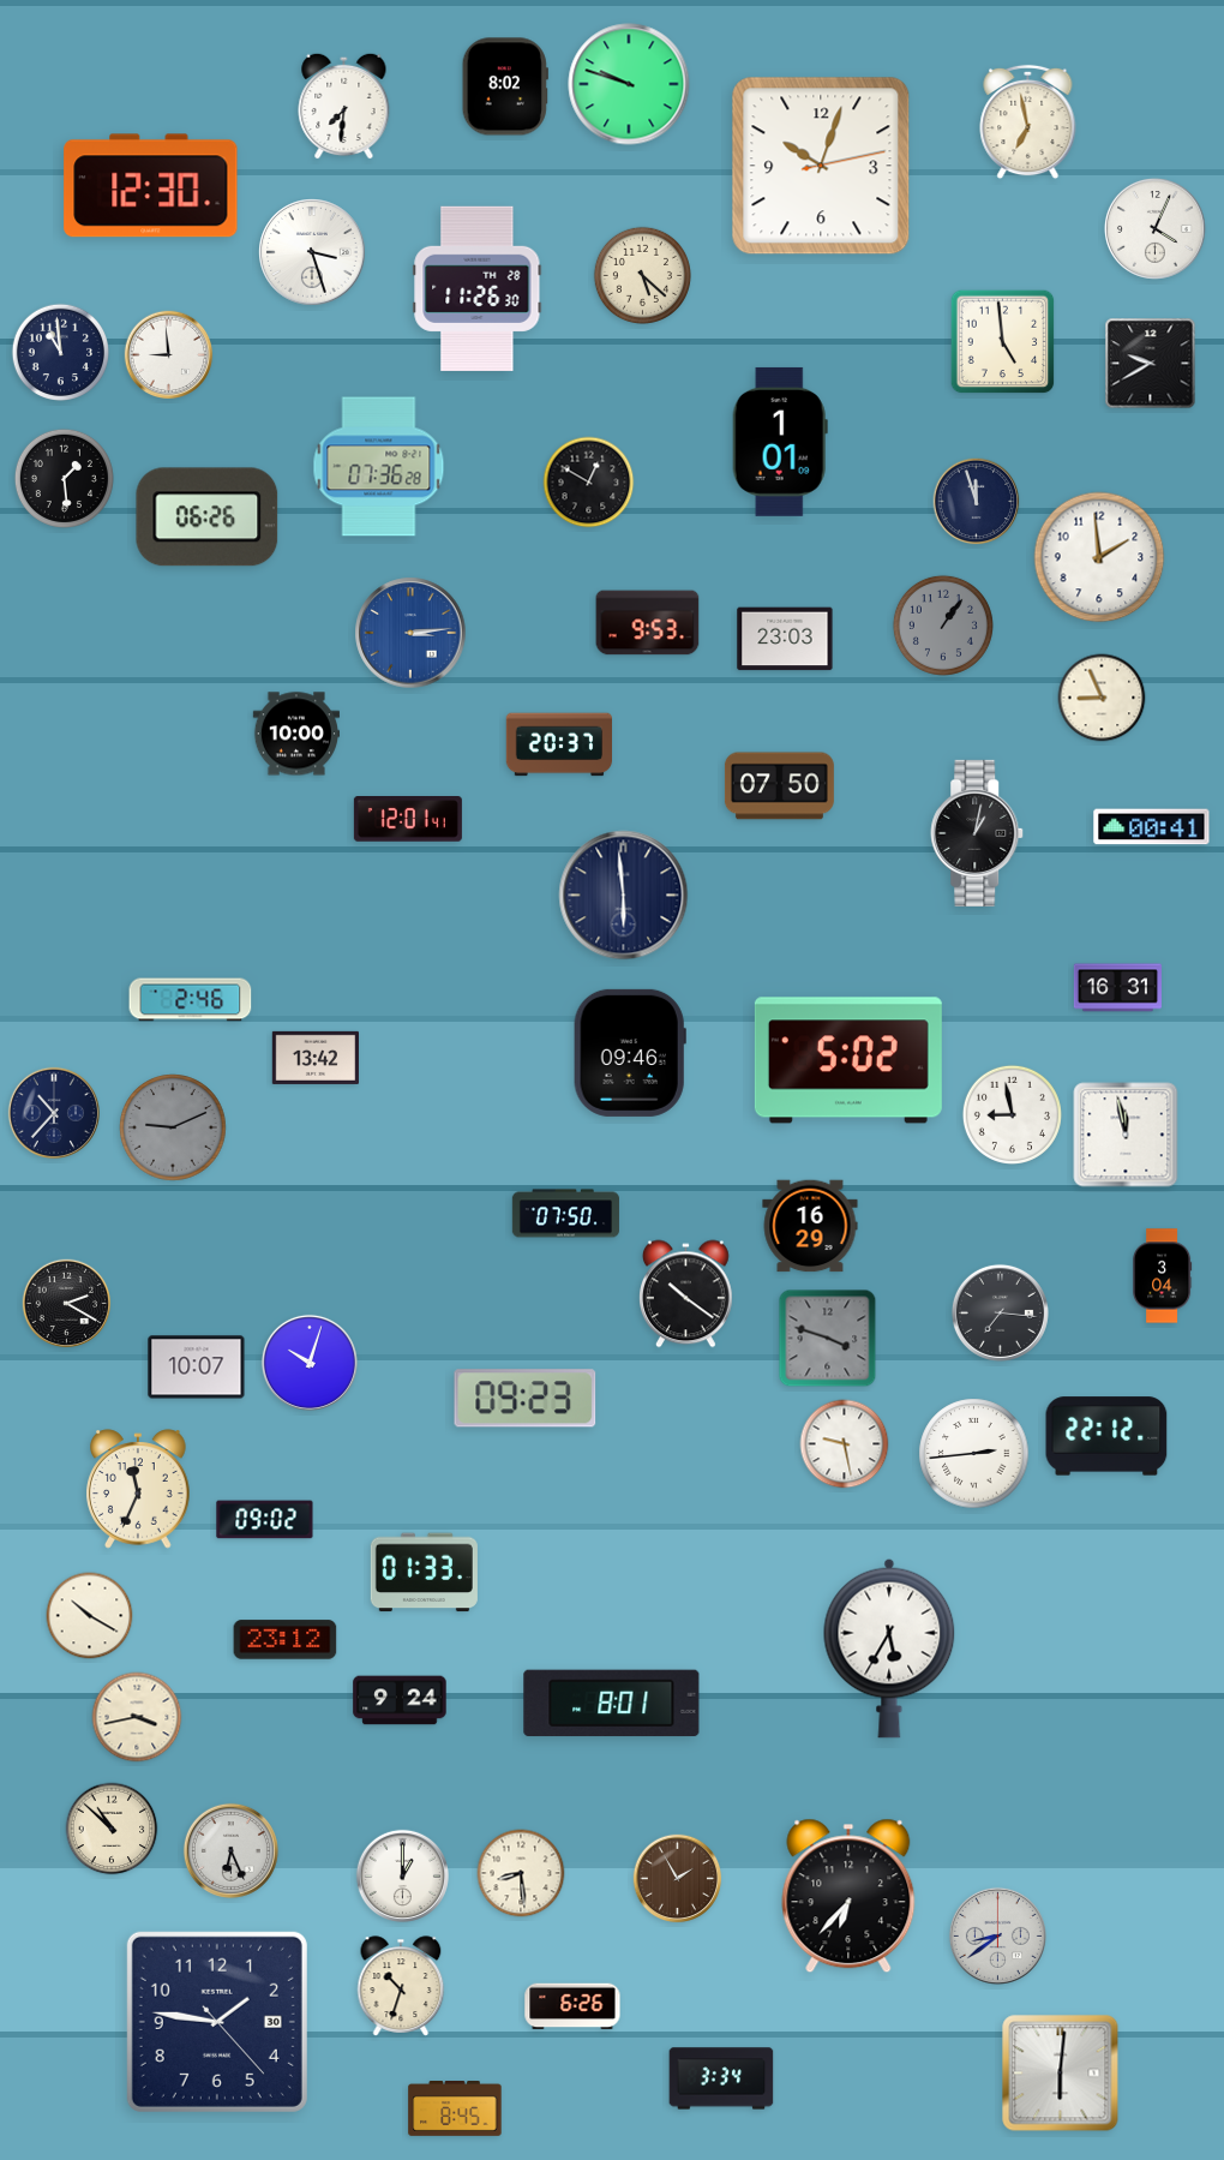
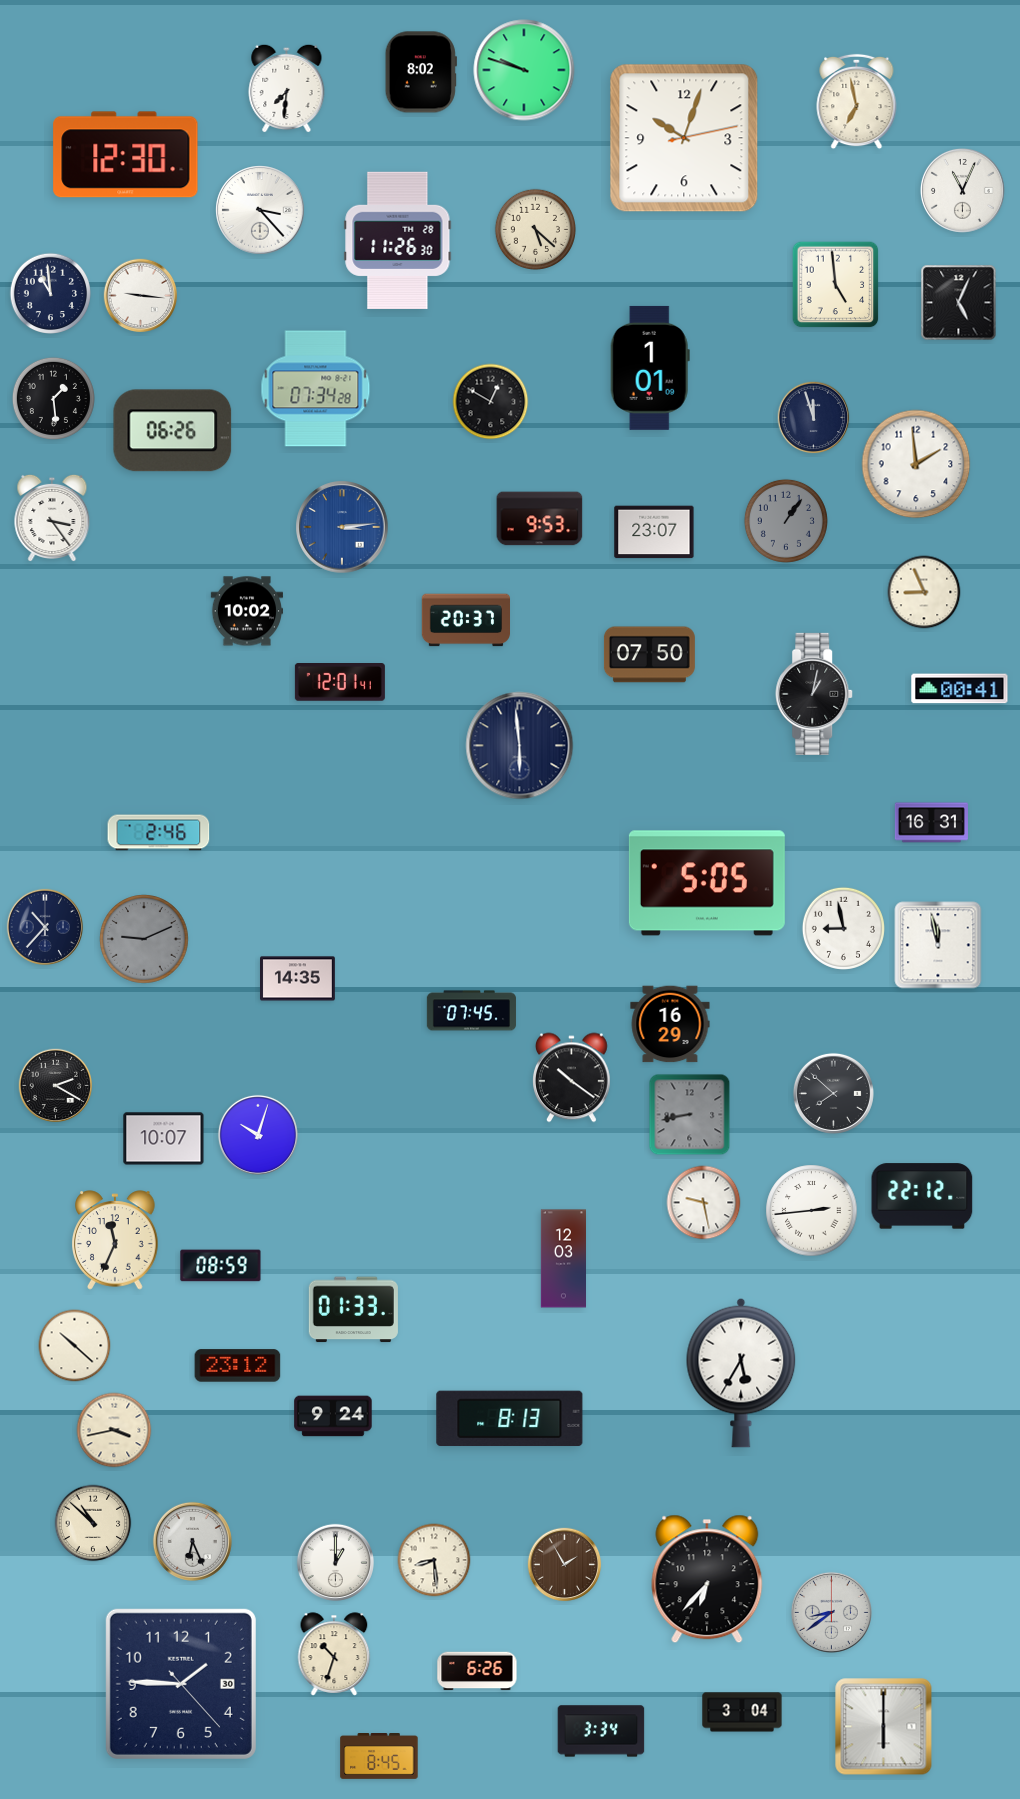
clock at (1154, 228): 4:04 -> 11:04
clock at (312, 252): 3:27 -> 3:23
clock at (169, 355): 8:59 -> 9:16
clock at (1151, 364): 9:40 -> 5:04
clock at (379, 467): 07:36 -> 07:34
clock at (52, 518): none -> 3:24
clock at (785, 639): 23:03 -> 23:07
clock at (1102, 698) position: (1102, 698) -> (924, 592)
clock at (295, 734): 10:00 -> 10:02
clock at (630, 1053): 09:46 -> none
clock at (314, 1058): 13:42 -> none
clock at (848, 1060): 5:02 -> 5:05
clock at (298, 979): none -> 14:35
clock at (565, 1214): 07:50 -> 07:45
clock at (810, 1226) position: (810, 1226) -> (670, 1024)
clock at (1163, 1276): 3:04 -> none
clock at (1000, 1312): 7:16 -> 7:52
clock at (828, 1339): 3:48 -> 8:43
clock at (526, 1399): 09:23 -> none
clock at (564, 1259): none -> 12:03
clock at (265, 1520): 09:02 -> 08:59
clock at (90, 1616): 10:20 -> 10:22
clock at (612, 1704): 8:01 -> 8:13
clock at (217, 2022): 1:46 -> 1:45
clock at (742, 1712): none -> 3:04
clock at (1061, 2074): 6:01 -> 6:00
